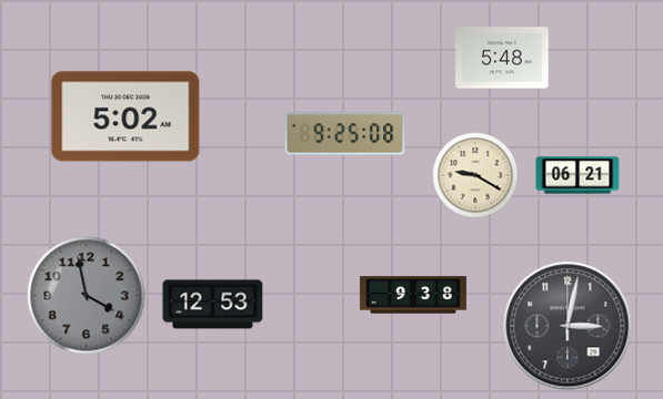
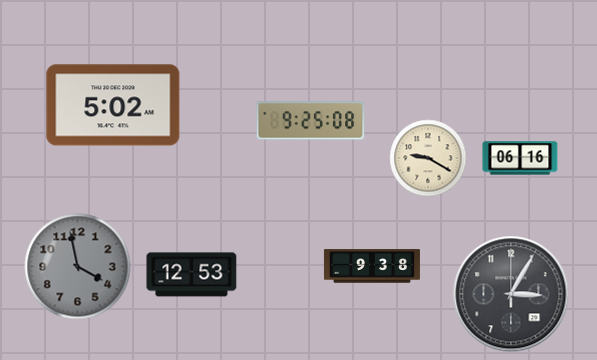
clock at (502, 58): 5:48 -> none
clock at (577, 175): 06:21 -> 06:16
clock at (567, 326): 3:02 -> 3:05
